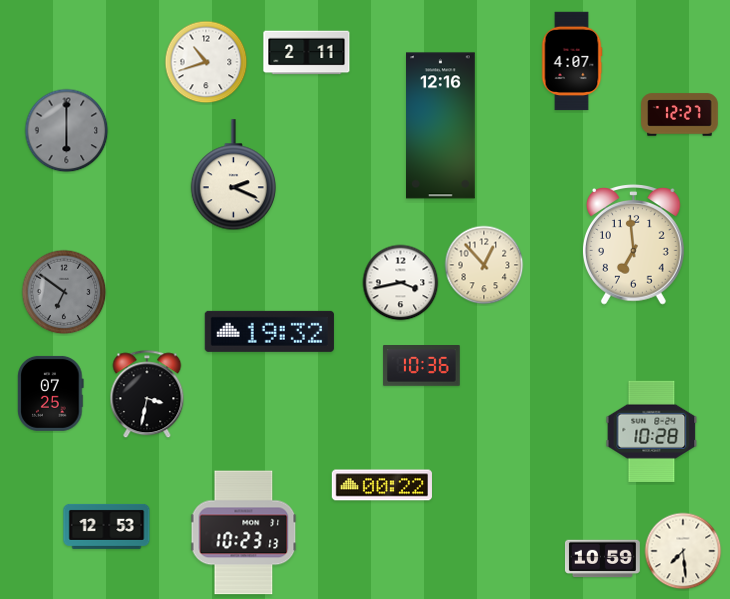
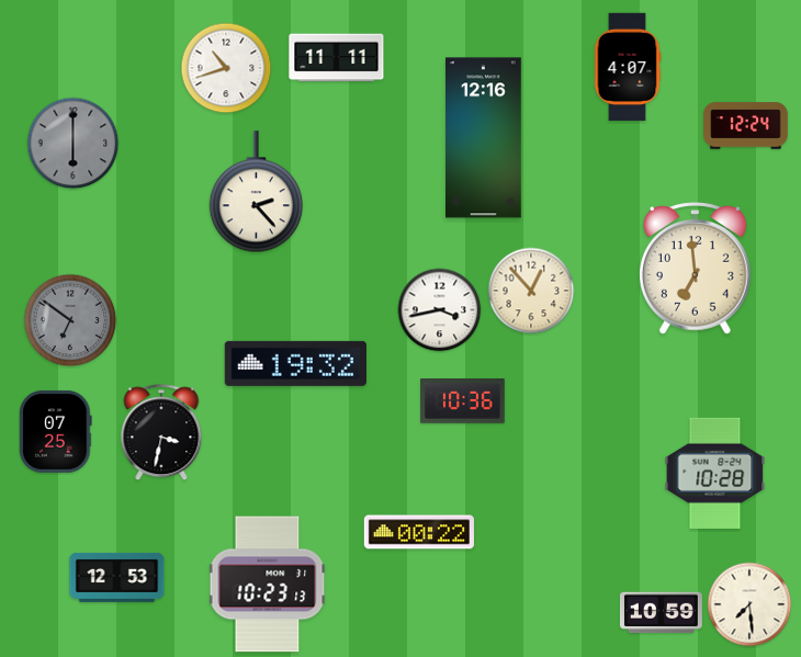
clock at (307, 53): 2:11 -> 11:11
clock at (680, 115): 12:27 -> 12:24
clock at (233, 175): 2:19 -> 2:23
